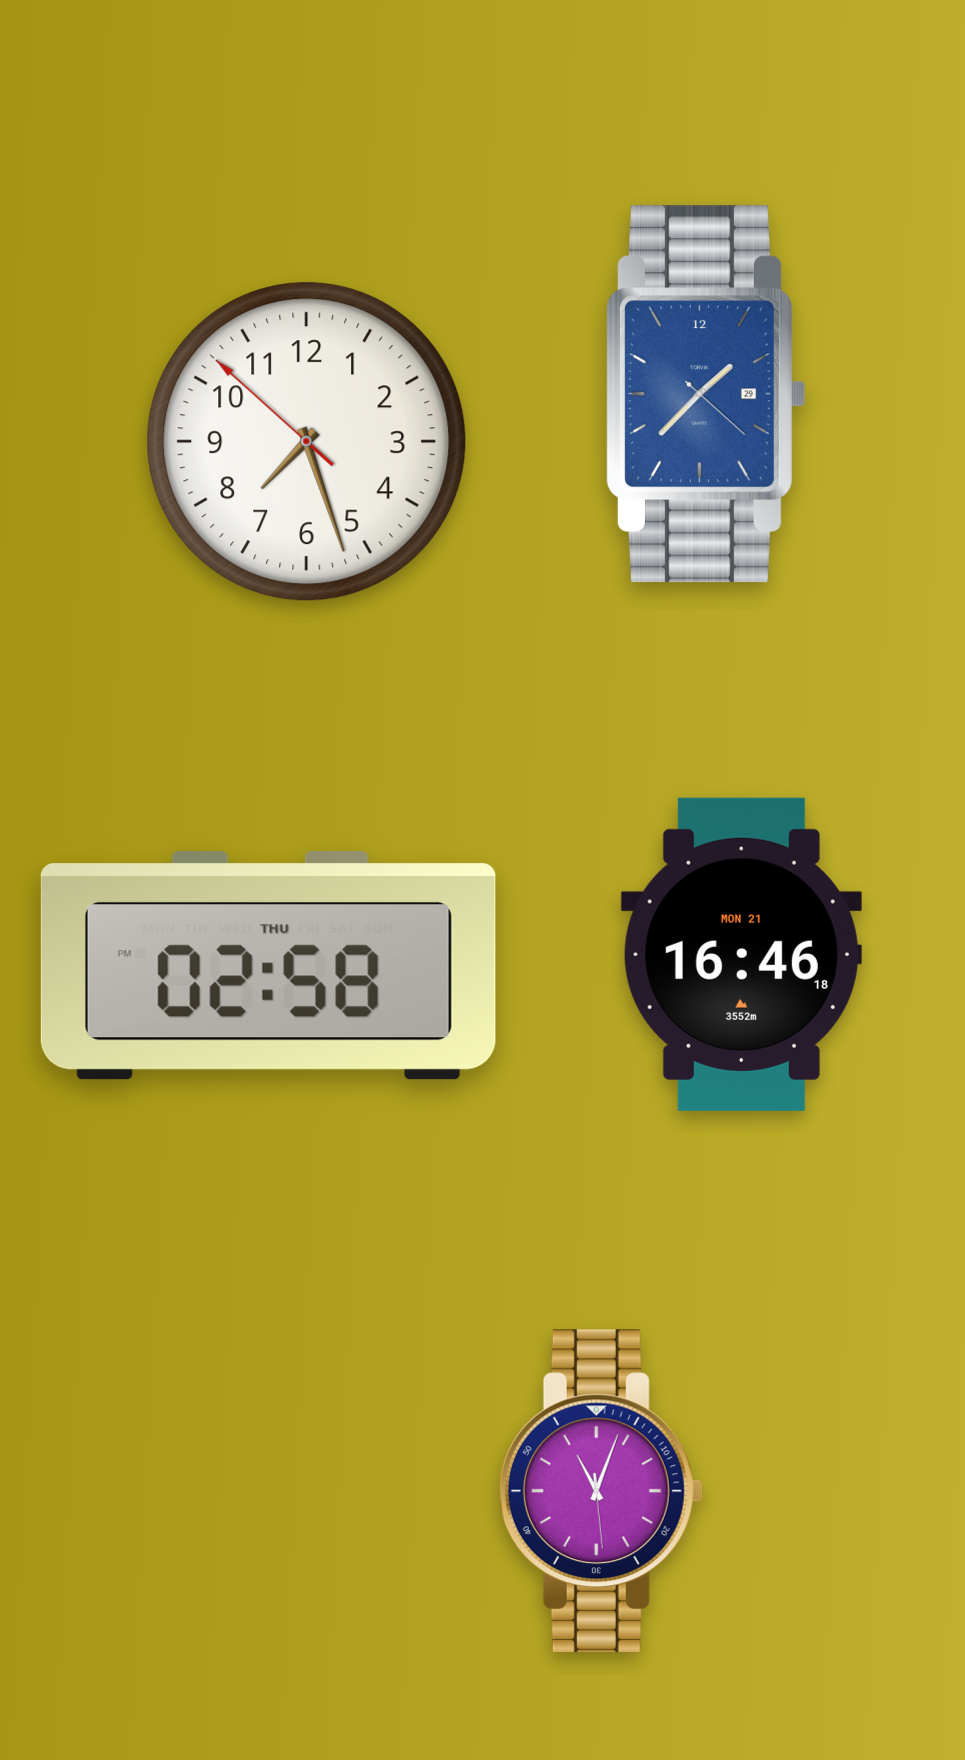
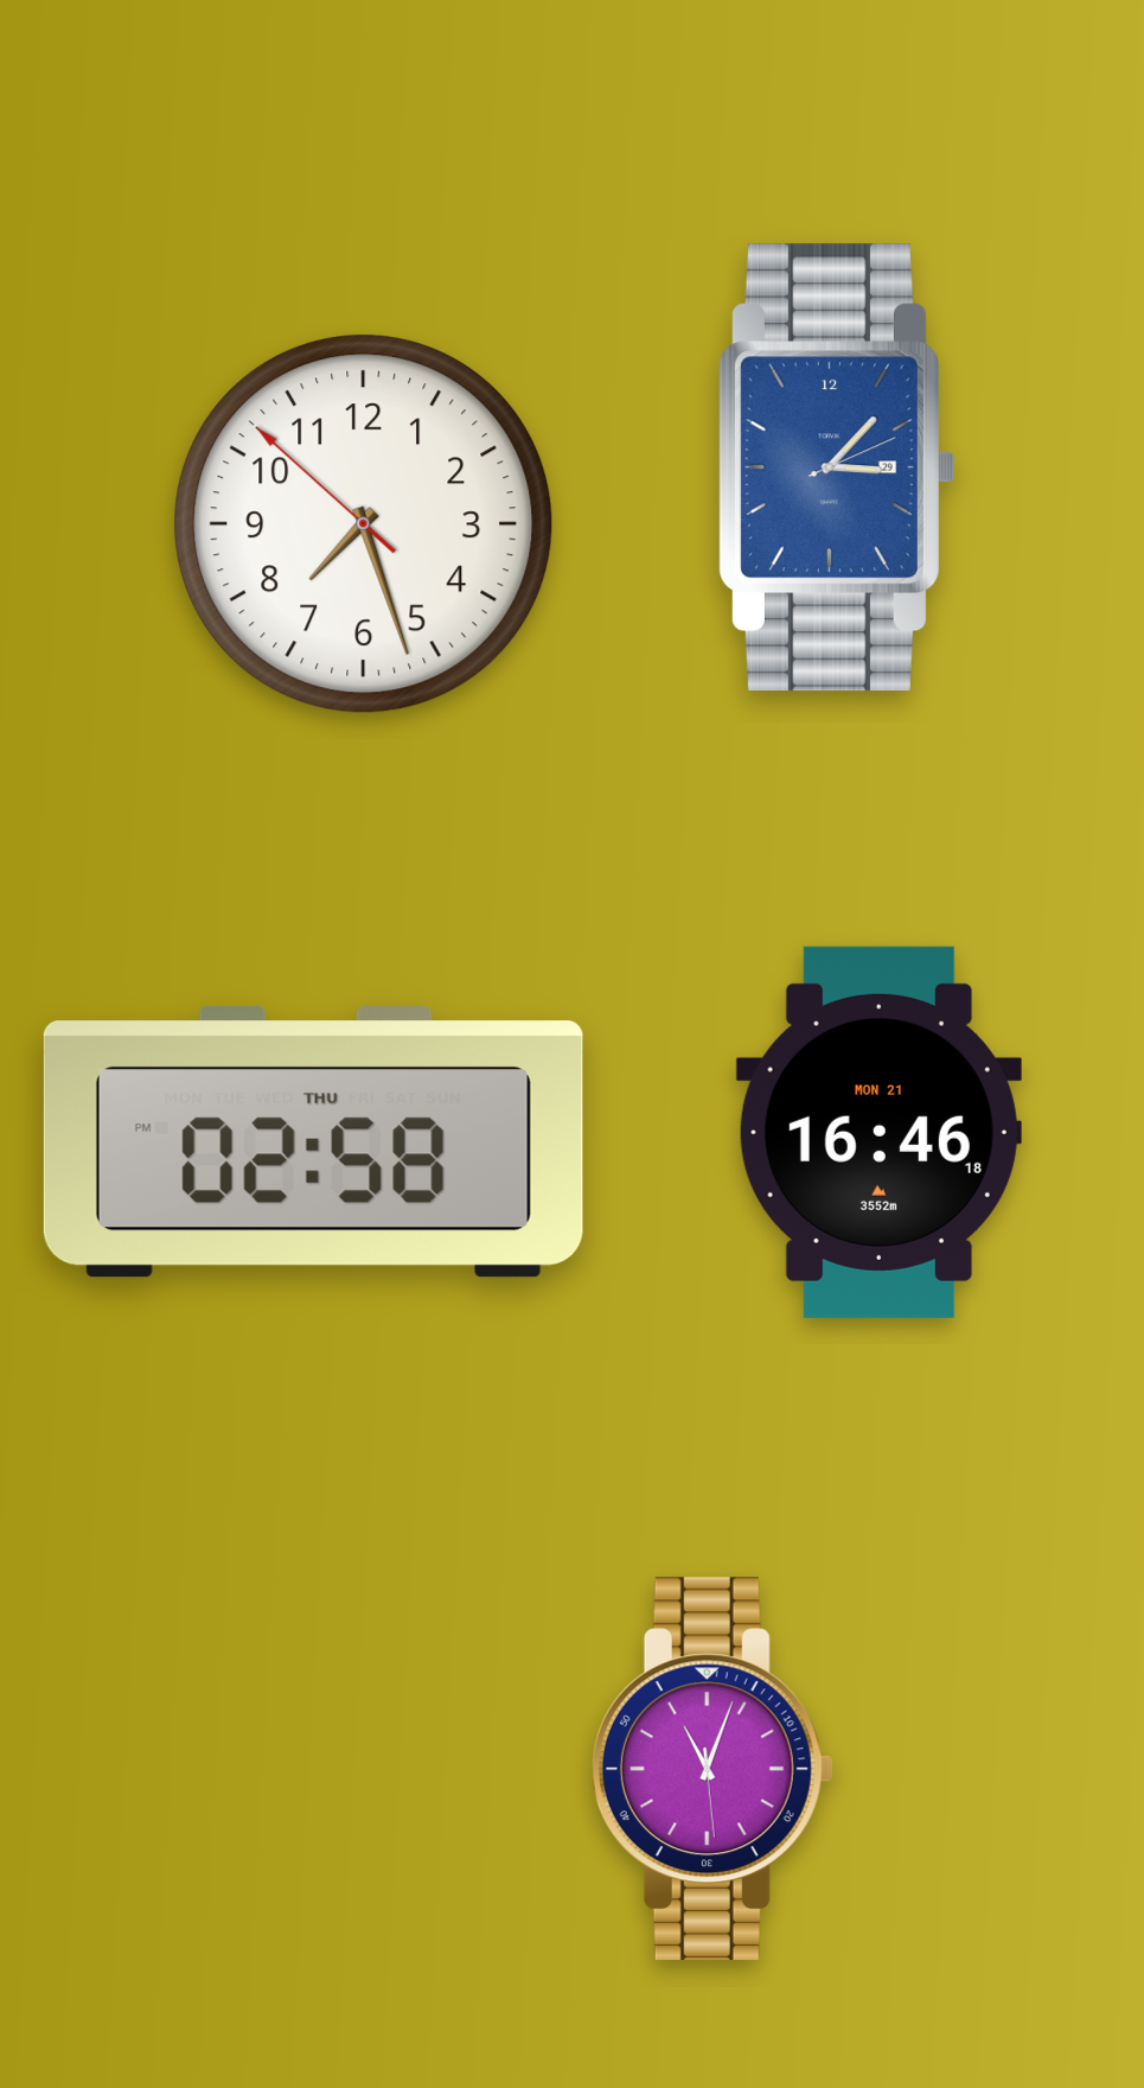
clock at (705, 394): 1:37 -> 3:07
clock at (268, 966) position: (268, 966) -> (313, 1142)
